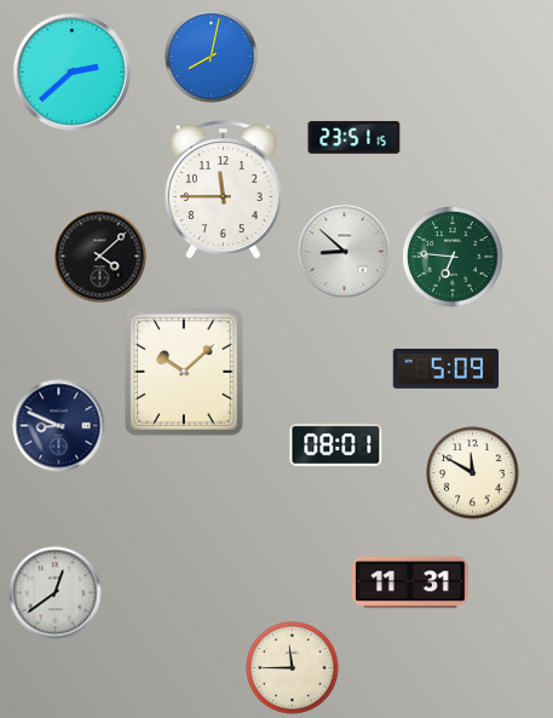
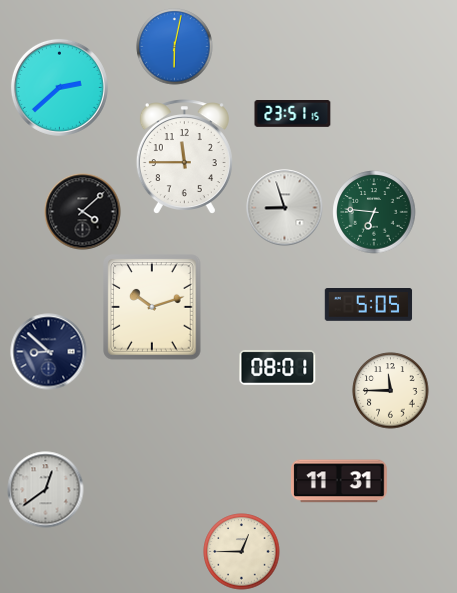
clock at (212, 57): 8:02 -> 6:02
clock at (71, 71) position: (71, 71) -> (59, 87)
clock at (345, 252): 8:52 -> 8:57
clock at (447, 369): 5:09 -> 5:05
clock at (184, 372): 10:08 -> 10:12
clock at (59, 426): 8:49 -> 8:52
clock at (473, 473): 11:50 -> 11:45
clock at (293, 668): 11:45 -> 12:45
